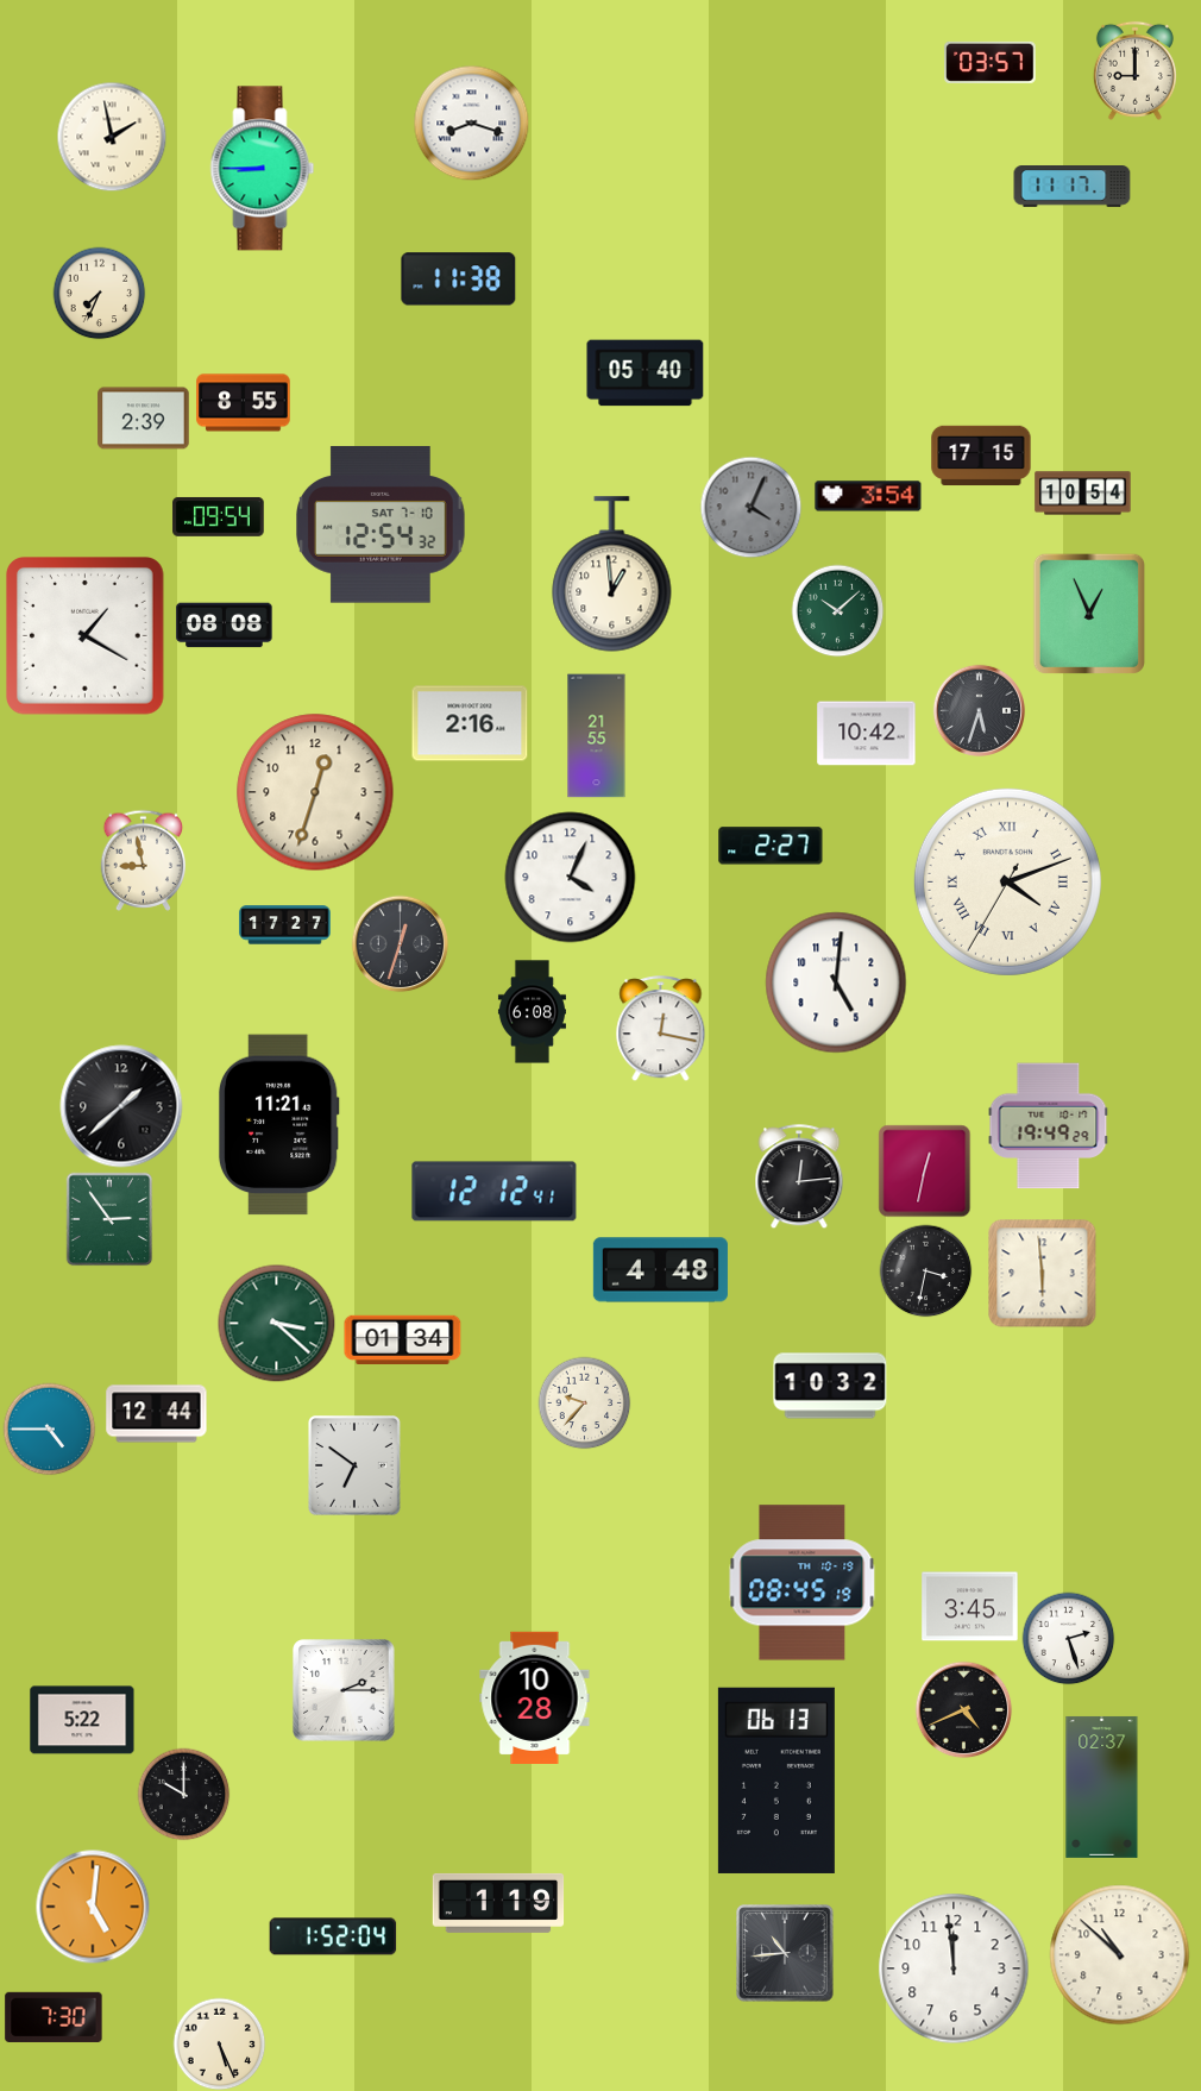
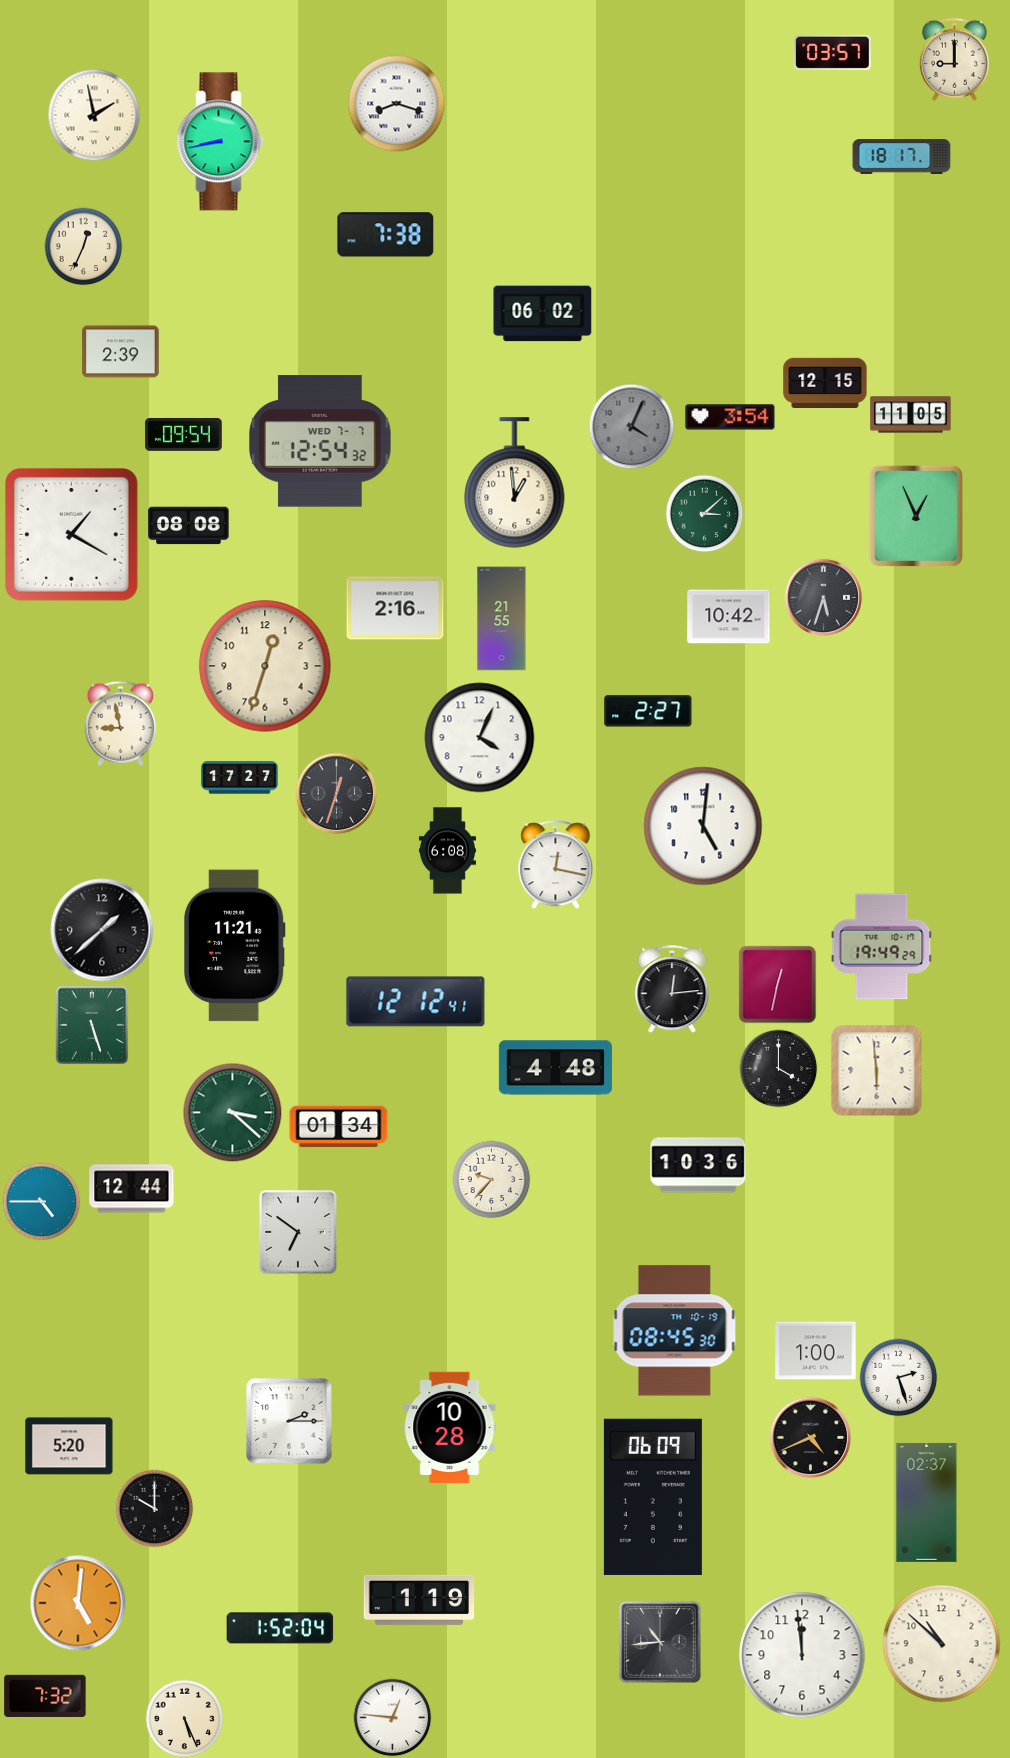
clock at (263, 169): 8:45 -> 8:43
clock at (1073, 187): 11:17 -> 18:17
clock at (459, 280): 11:38 -> 7:38
clock at (99, 293): 7:34 -> 12:34
clock at (646, 373): 05:40 -> 06:02
clock at (244, 403): 8:55 -> none
clock at (981, 456): 17:15 -> 12:15
clock at (1083, 494): 10:54 -> 11:05
clock at (382, 525) date: SAT 7-10 -> WED 7-7
clock at (837, 610): 10:08 -> 3:08
clock at (1007, 881): 4:11 -> none
clock at (109, 1219): 2:54 -> 5:27
clock at (925, 1270): 3:32 -> 4:00
clock at (830, 1386): 10:32 -> 10:36
clock at (803, 1583): 08:45:19 -> 08:45:30
clock at (970, 1607): 3:45 -> 1:00
clock at (82, 1720): 5:22 -> 5:20
clock at (776, 1781): 06:13 -> 06:09
clock at (54, 2016): 7:30 -> 7:32
clock at (392, 1717): none -> 12:46
